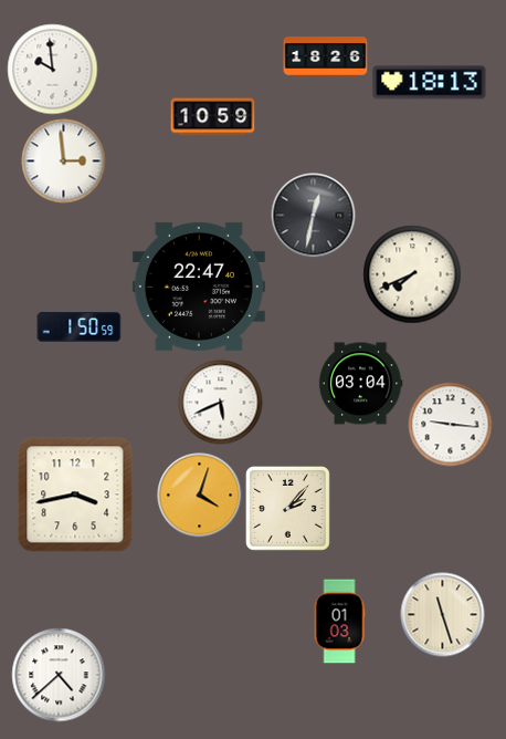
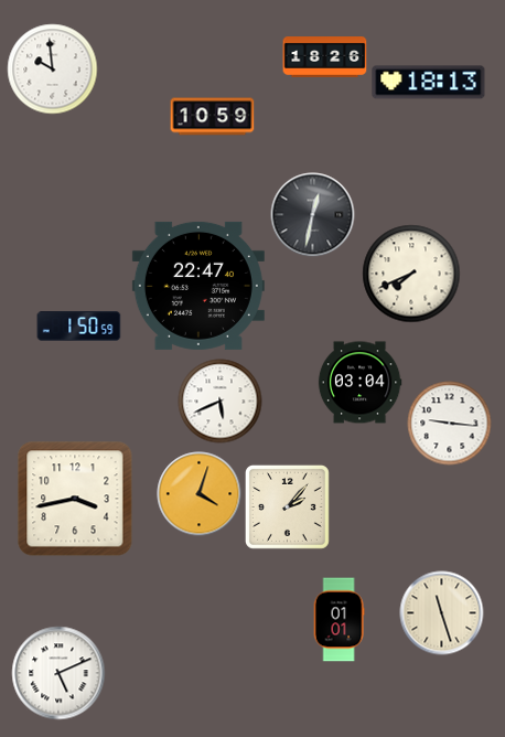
clock at (64, 162): 2:59 -> none
clock at (75, 495) position: (75, 495) -> (75, 499)
clock at (339, 622): 01:03 -> 01:01
clock at (59, 675): 4:38 -> 5:11
